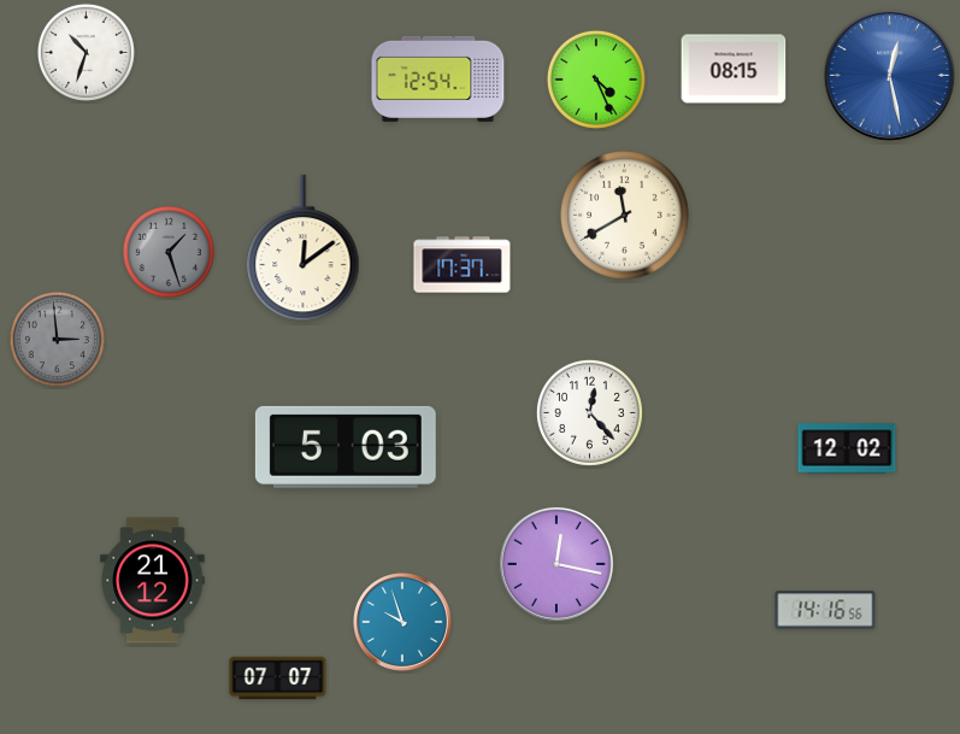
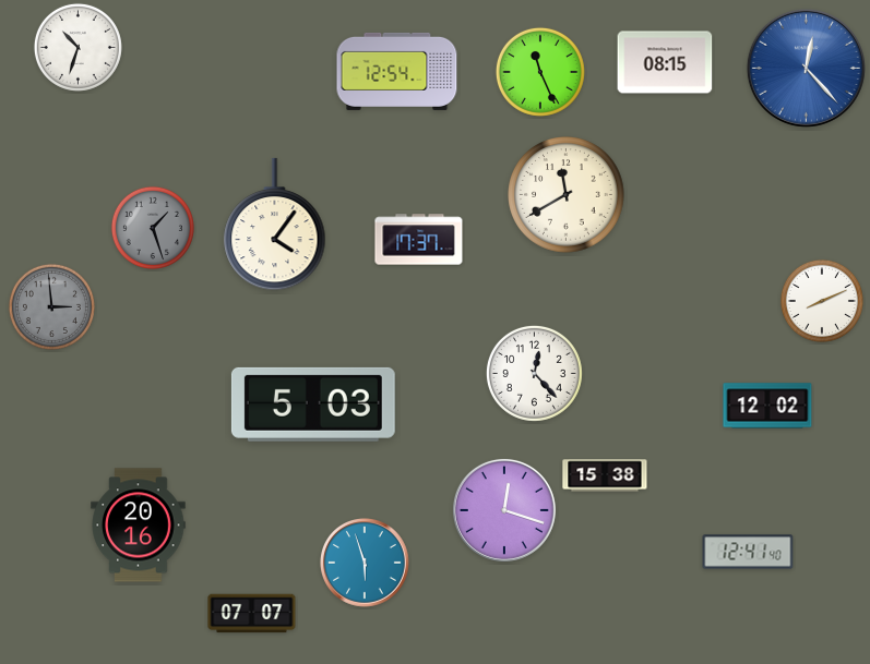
clock at (889, 75): 12:28 -> 12:23
clock at (596, 80): 4:26 -> 11:26
clock at (304, 248): 12:09 -> 4:06
clock at (822, 301): none -> 8:11
clock at (605, 475): none -> 15:38
clock at (556, 564): 12:17 -> 12:18
clock at (153, 581): 21:12 -> 20:16
clock at (825, 610): 14:16 -> 12:41
clock at (404, 623): 9:57 -> 5:57
